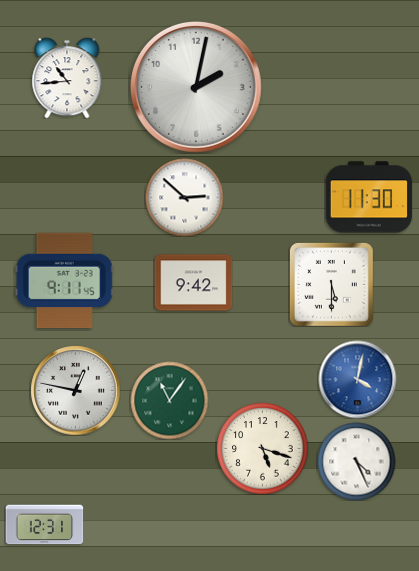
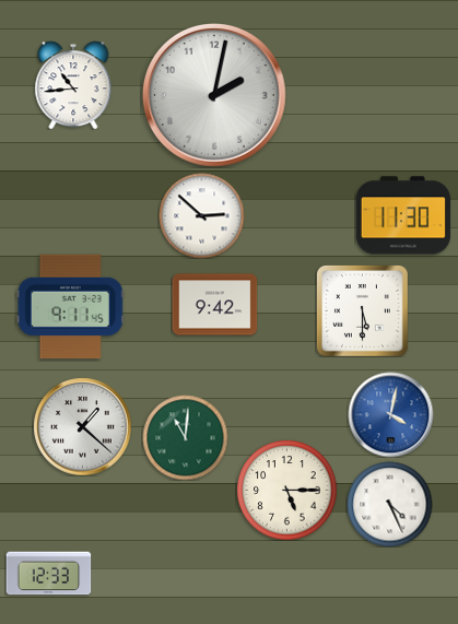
clock at (193, 283) position: (193, 283) -> (214, 305)
clock at (75, 390): 12:47 -> 1:22
clock at (169, 400): 11:06 -> 11:01
clock at (262, 448): 5:18 -> 5:15
clock at (44, 525): 12:31 -> 12:33
